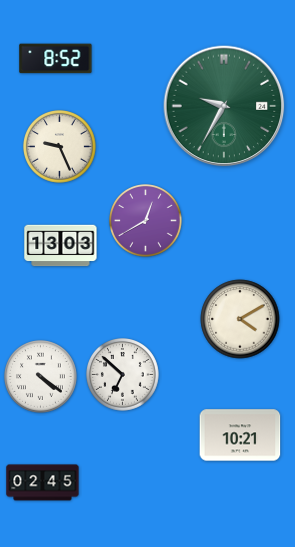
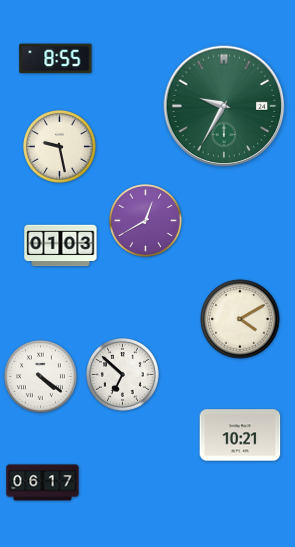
clock at (56, 59): 8:52 -> 8:55
clock at (60, 147): 9:26 -> 9:28
clock at (61, 246): 13:03 -> 01:03
clock at (43, 483): 02:45 -> 06:17
